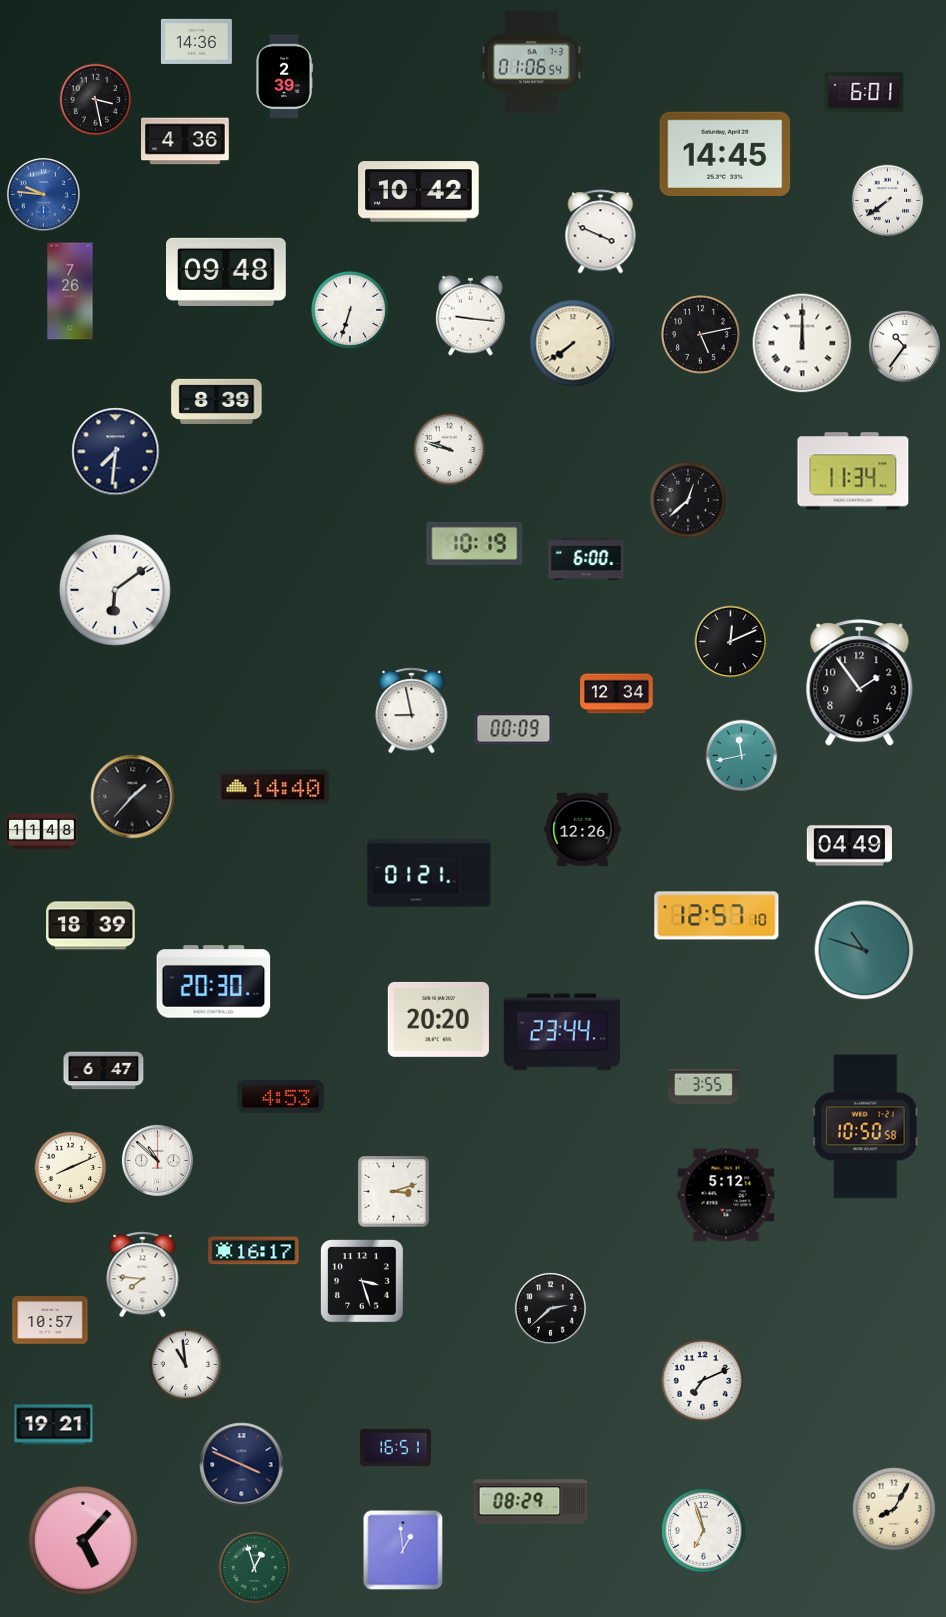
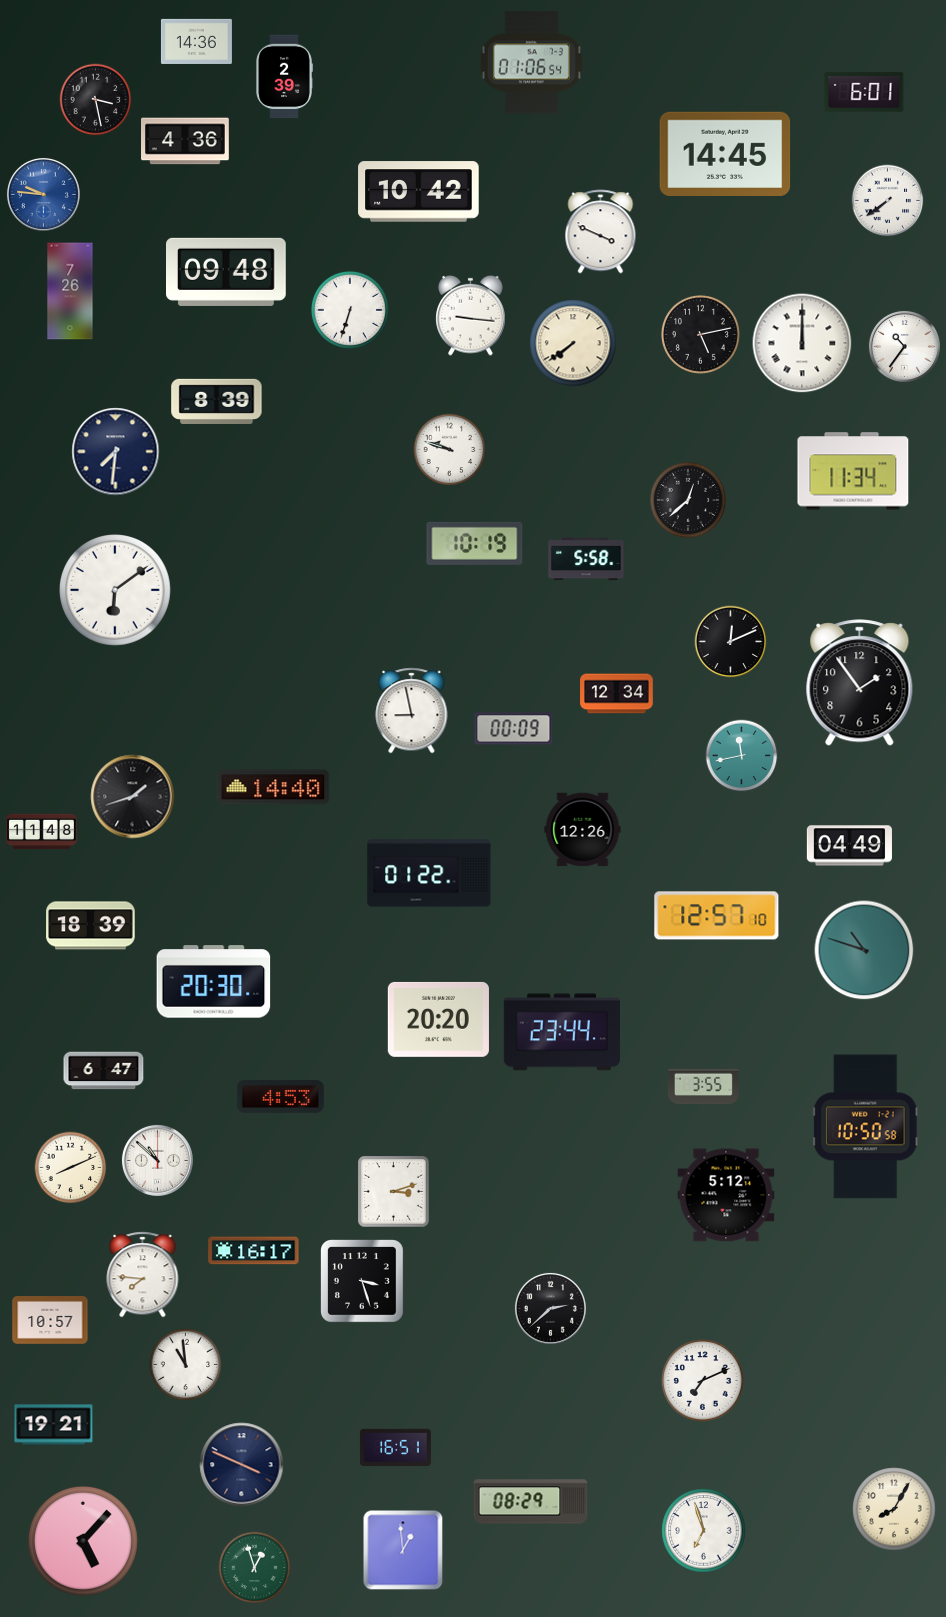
clock at (586, 559): 6:00 -> 5:58
clock at (133, 797): 1:37 -> 1:42
clock at (429, 873): 01:21 -> 01:22
